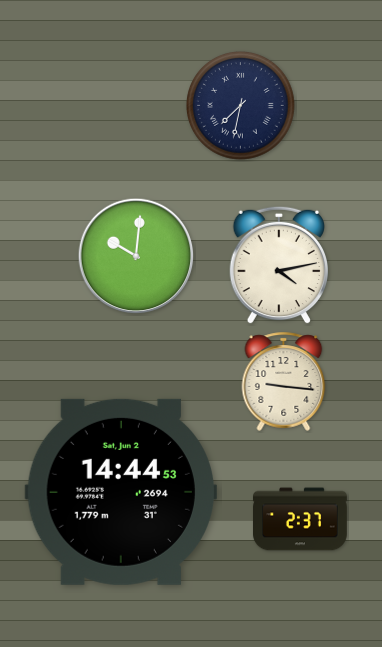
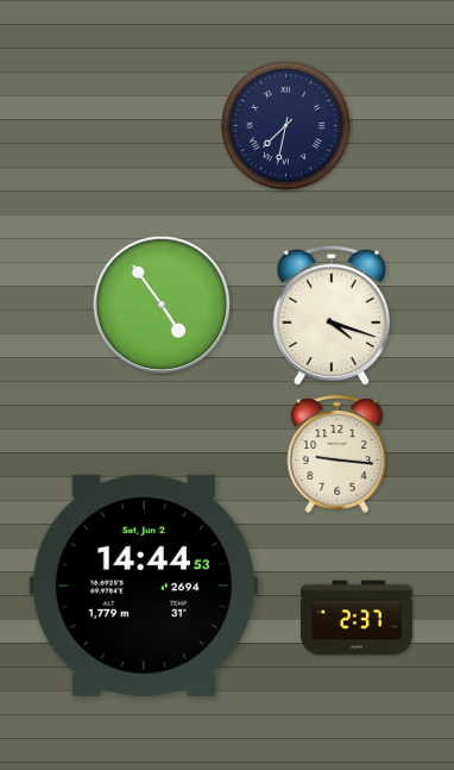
clock at (136, 256): 10:01 -> 4:54
clock at (278, 265): 4:13 -> 4:18
